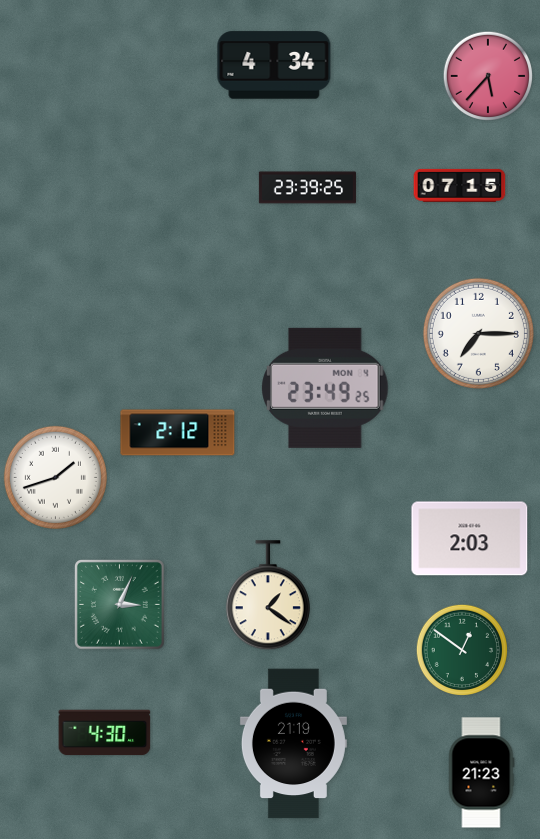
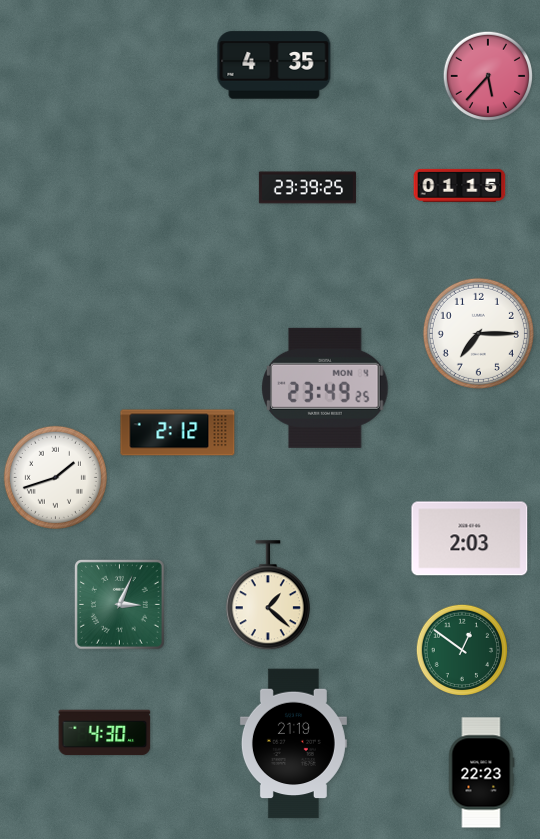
clock at (274, 65): 4:34 -> 4:35
clock at (460, 185): 07:15 -> 01:15
clock at (268, 596): 1:21 -> 1:22
clock at (481, 773): 21:23 -> 22:23
